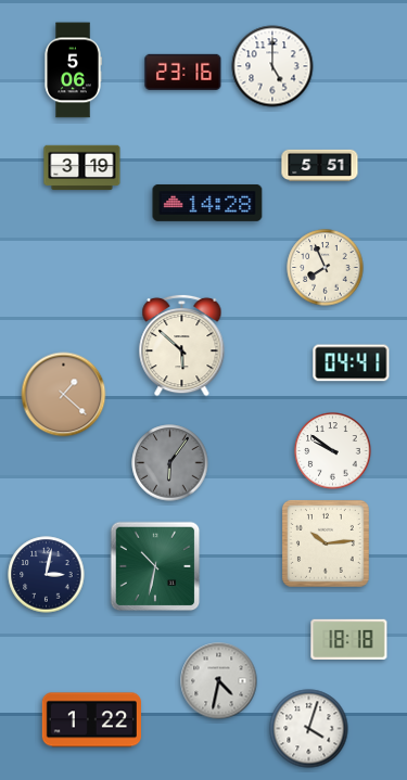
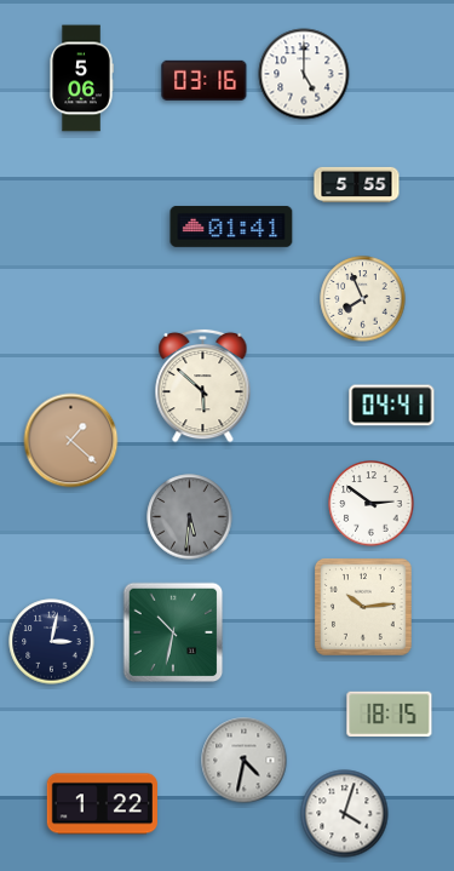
clock at (183, 72): 23:16 -> 03:16
clock at (320, 165): 5:51 -> 5:55
clock at (82, 168): 3:19 -> none
clock at (207, 203): 14:28 -> 01:41
clock at (333, 451): 9:51 -> 2:51
clock at (170, 463): 6:06 -> 5:31
clock at (349, 639): 18:18 -> 18:15
